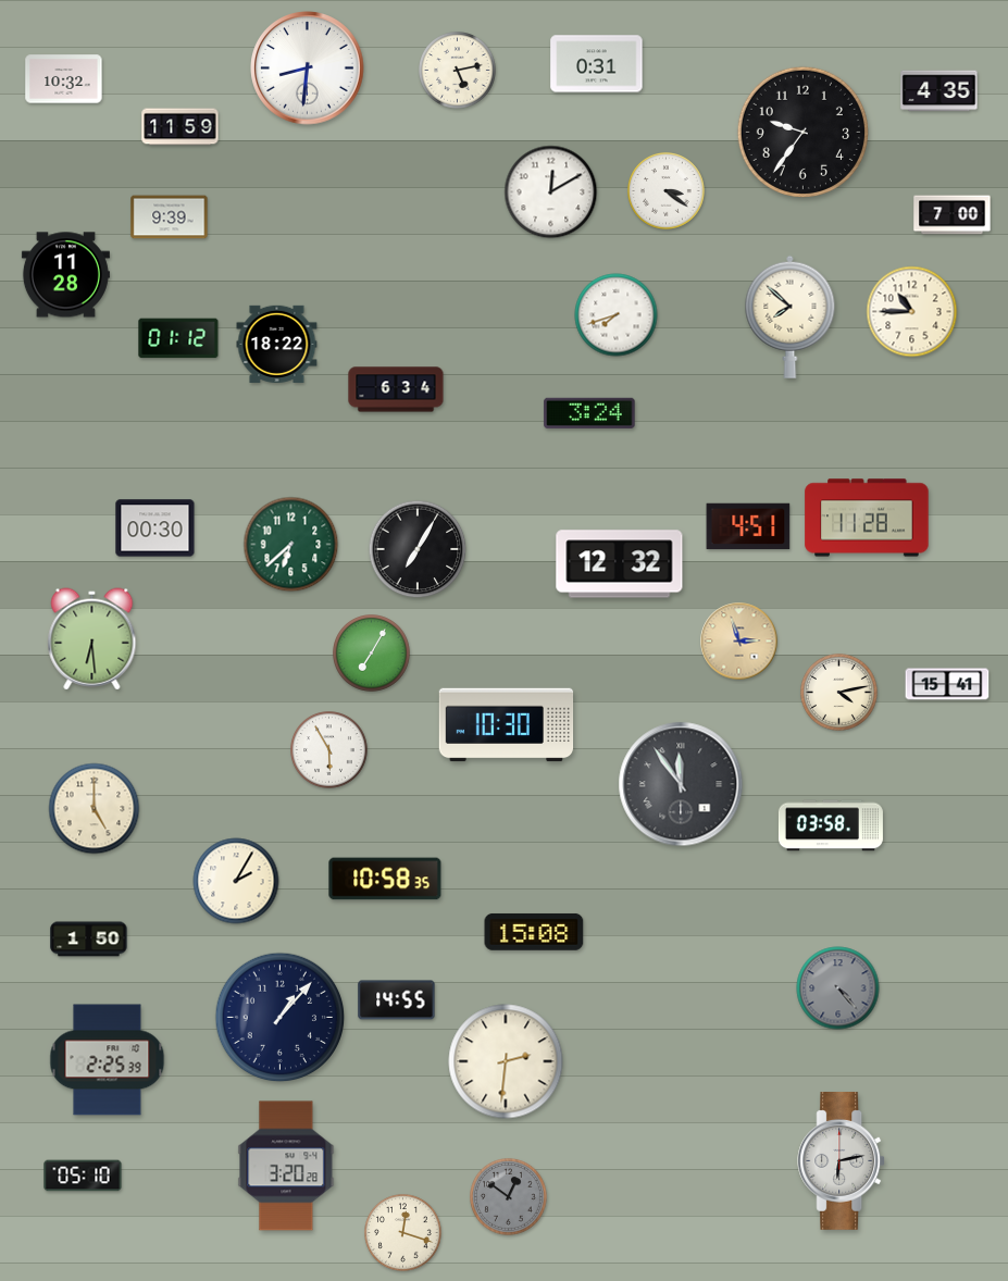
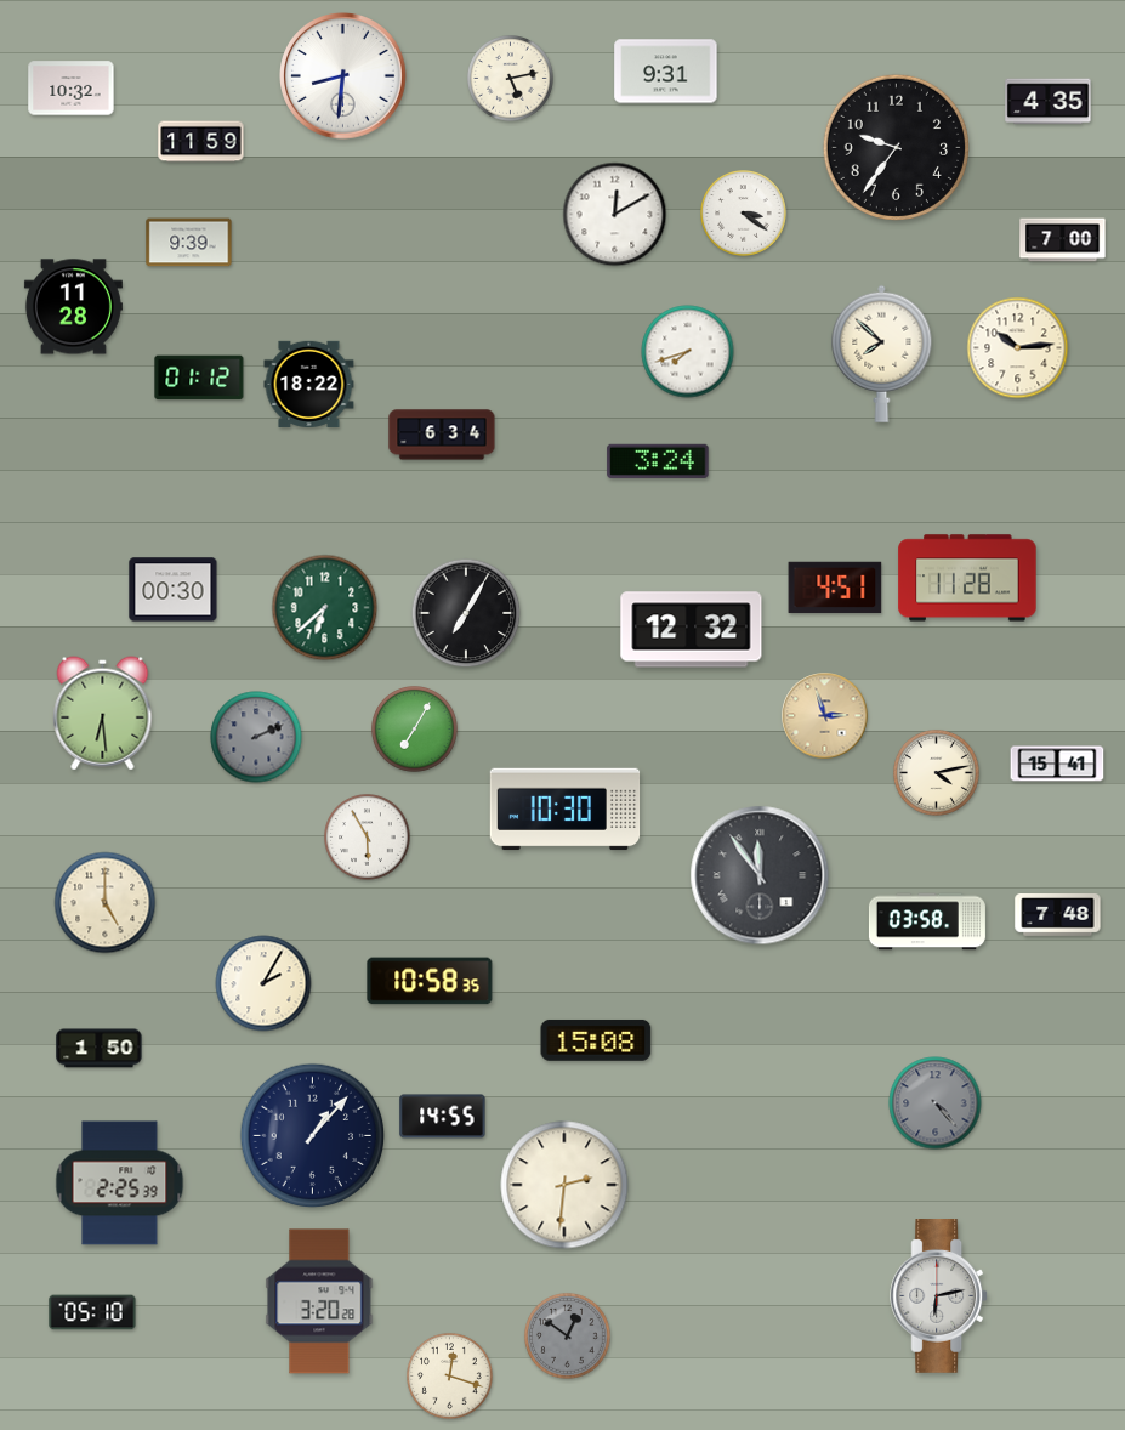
clock at (597, 64): 0:31 -> 9:31
clock at (912, 312): 10:45 -> 10:14
clock at (256, 737): none -> 2:11
clock at (1058, 915): none -> 7:48
